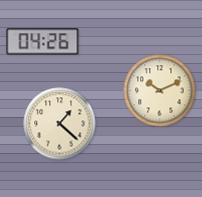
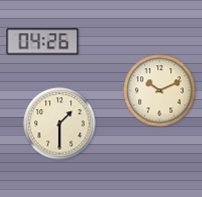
clock at (60, 124): 1:22 -> 1:30
